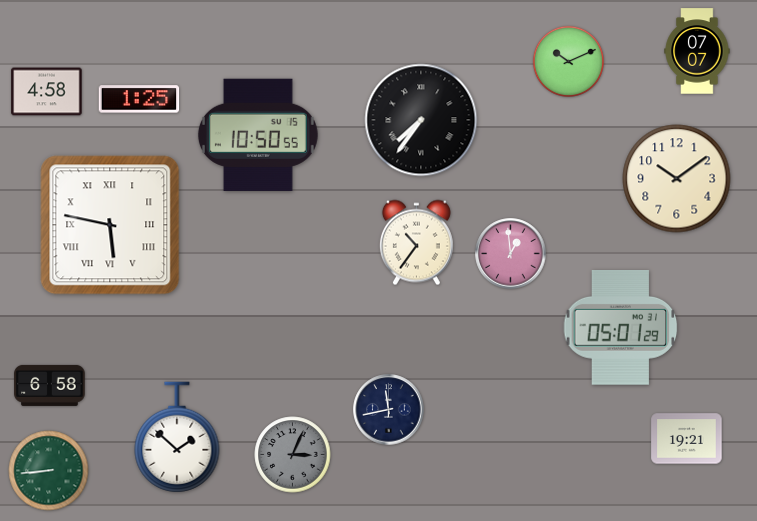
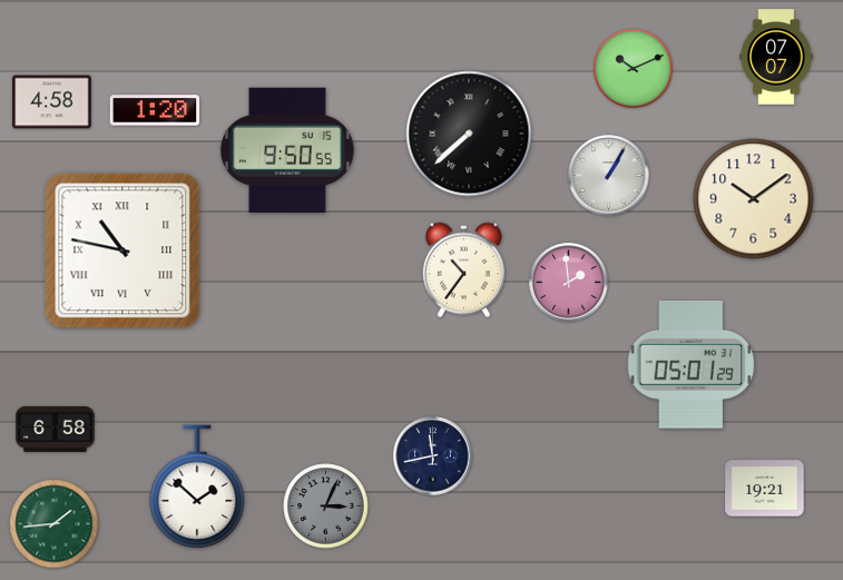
clock at (139, 99): 1:25 -> 1:20
clock at (421, 120): 7:36 -> 7:38
clock at (258, 135): 10:50 -> 9:50
clock at (609, 176): none -> 1:05
clock at (110, 225): 5:47 -> 10:47
clock at (511, 254): 12:59 -> 1:59
clock at (49, 471): 8:44 -> 1:44
